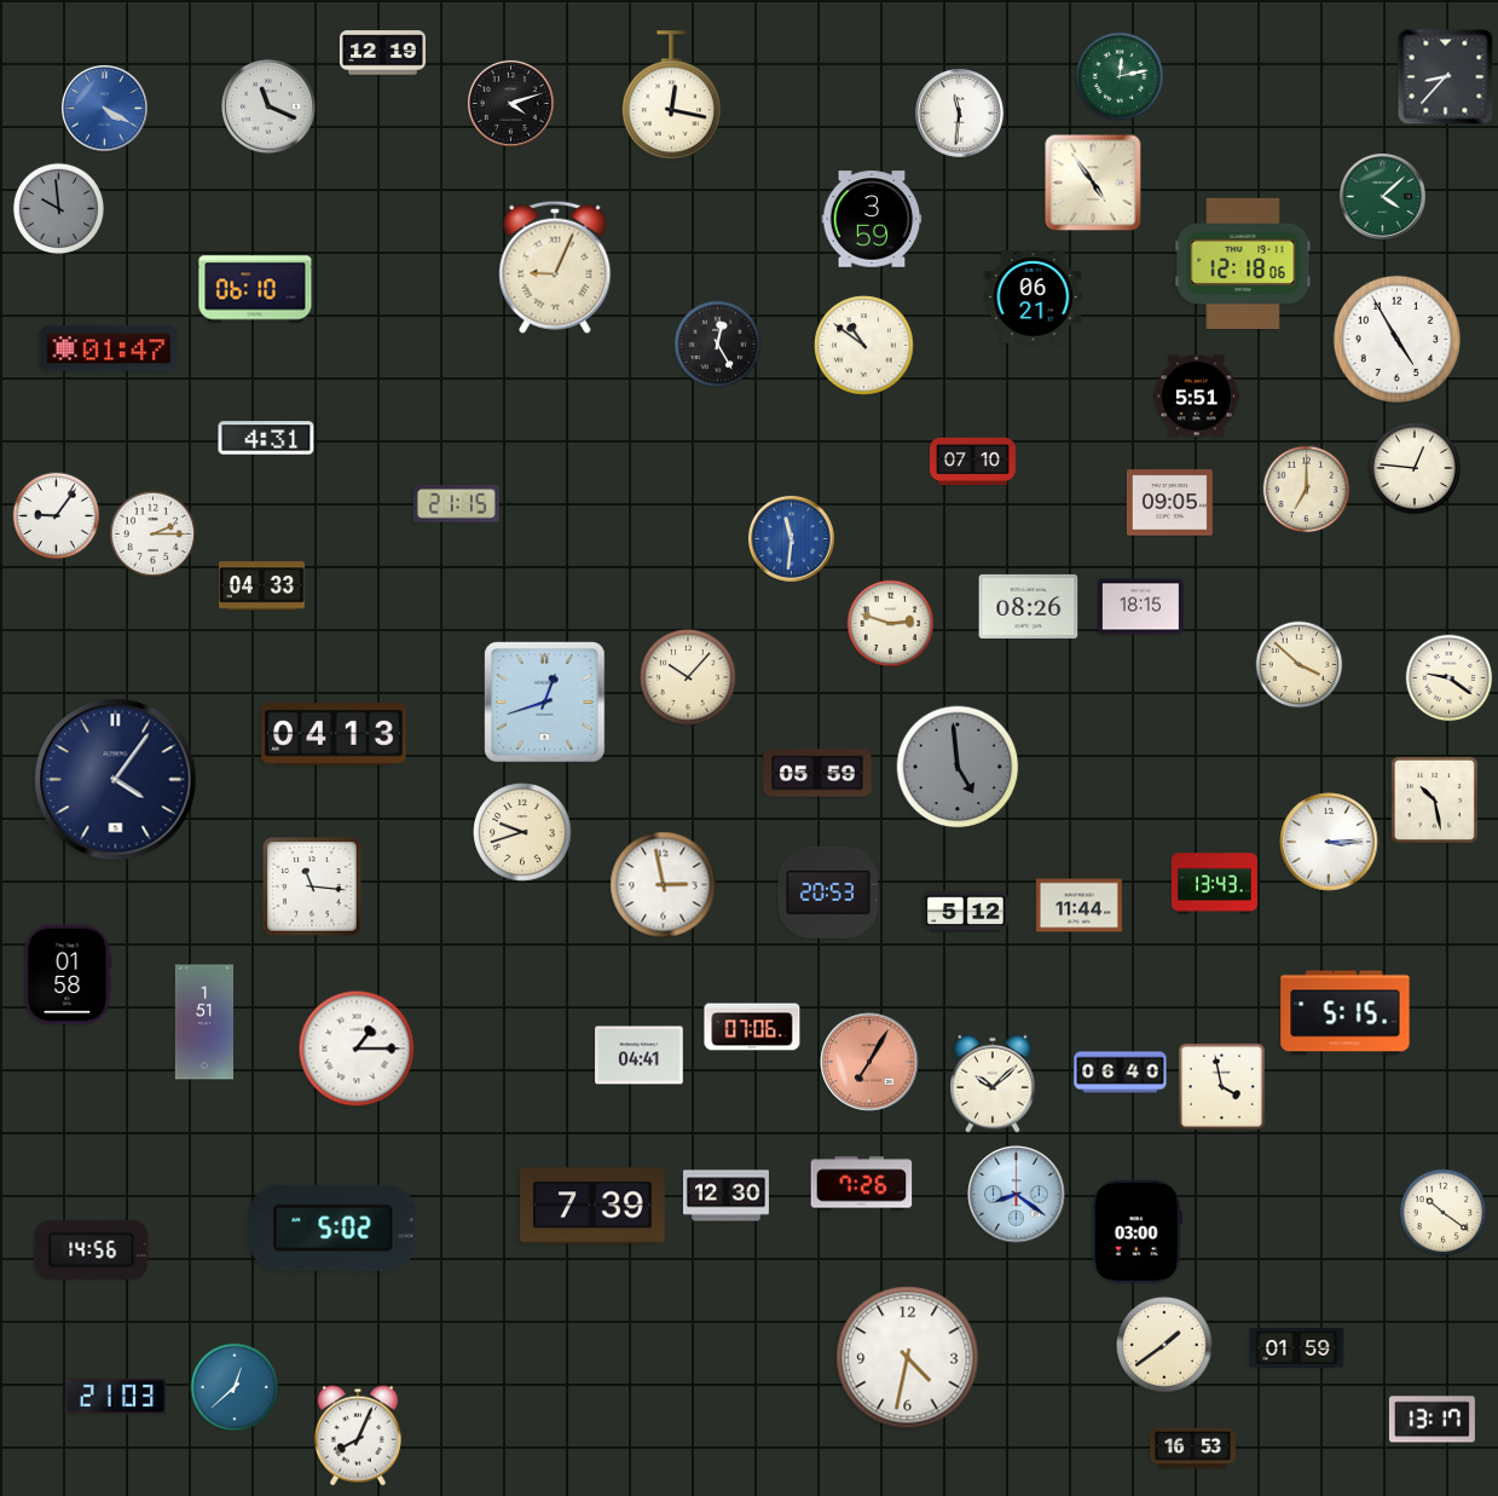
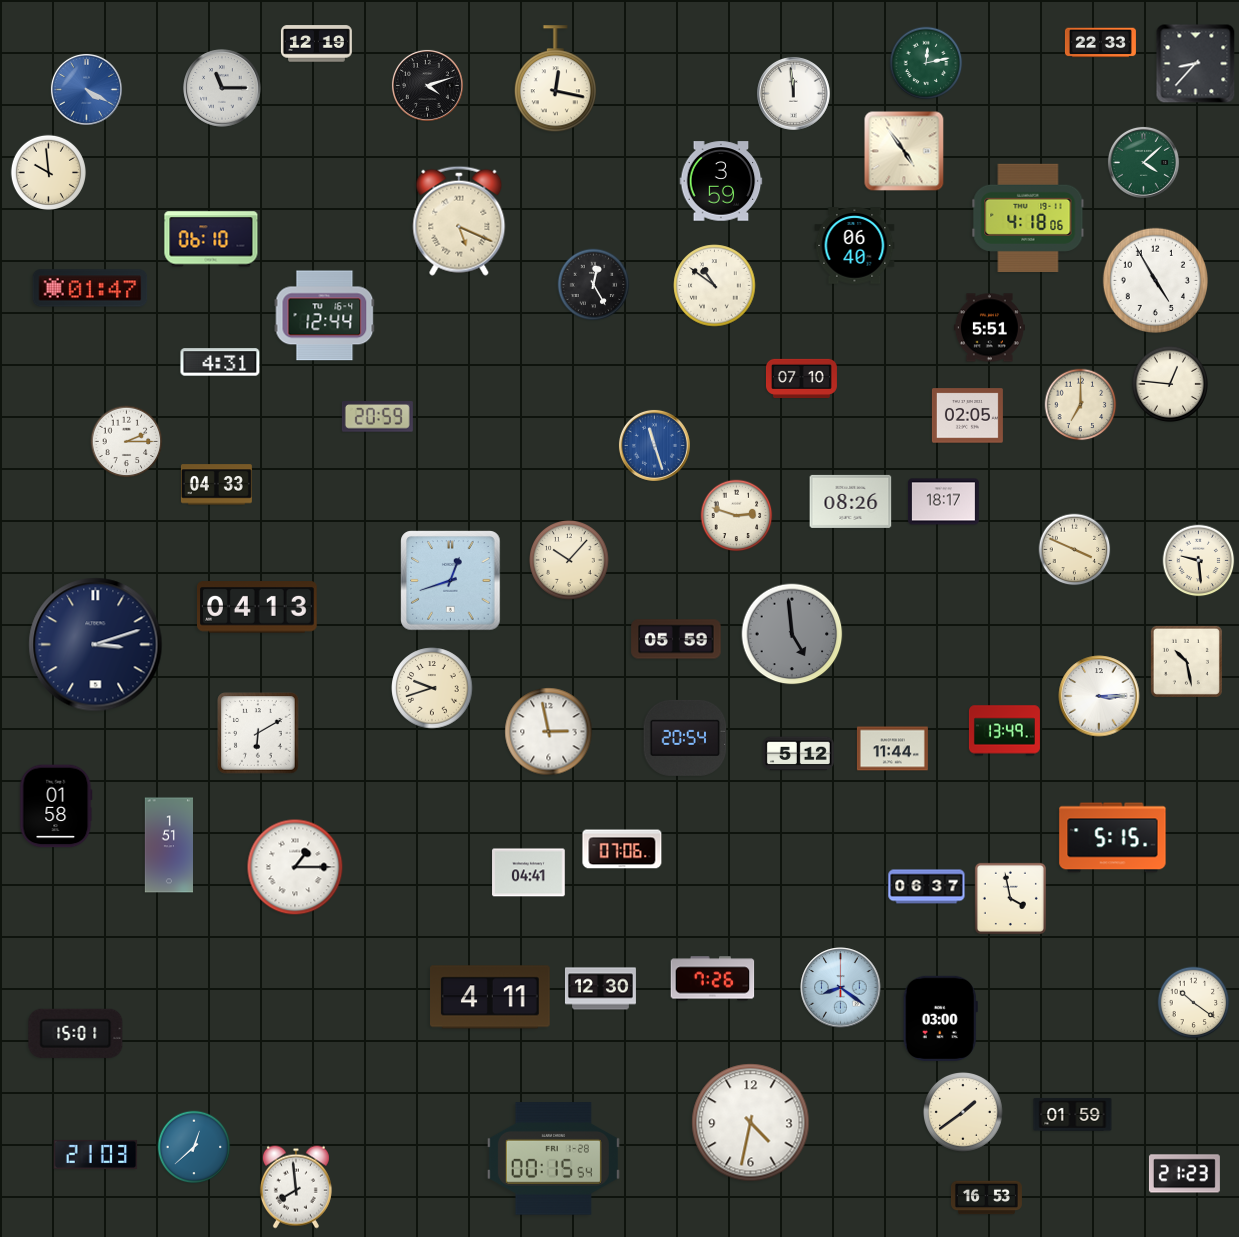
clock at (1100, 43): none -> 22:33
clock at (510, 103) position: (510, 103) -> (427, 85)
clock at (268, 106): 11:19 -> 11:15
clock at (959, 112): 11:31 -> 11:59
clock at (58, 208) dial: grey -> cream
clock at (1243, 264): 12:18 -> 4:18
clock at (555, 267): 9:04 -> 5:19
clock at (1034, 298): 06:21 -> 06:40
clock at (325, 316): none -> 12:44
clock at (972, 461) position: (972, 461) -> (801, 378)
clock at (1415, 468) position: (1415, 468) -> (1170, 384)
clock at (1169, 503): 09:05 -> 02:05
clock at (456, 504): 21:15 -> 20:59
clock at (57, 516): 9:06 -> none
clock at (791, 538): 11:31 -> 11:27
clock at (1140, 607): 18:15 -> 18:17
clock at (1300, 665): 3:52 -> 3:49
clock at (1450, 678): 9:21 -> 9:29
clock at (335, 734) position: (335, 734) -> (258, 607)
clock at (116, 780): 4:06 -> 3:12
clock at (1214, 884): 13:43 -> 13:49
clock at (312, 886): 11:16 -> 6:10
clock at (828, 893): 20:53 -> 20:54
clock at (869, 1062): 7:05 -> none
clock at (1121, 1073): 06:40 -> 06:37
clock at (994, 1084): 10:08 -> none
clock at (594, 1206): 7:39 -> 4:11
clock at (334, 1228): 5:02 -> none
clock at (92, 1249): 14:56 -> 15:01
clock at (553, 1159): none -> 00:15
clock at (1432, 1420): 13:17 -> 21:23
clock at (358, 1436): 8:04 -> 7:59
